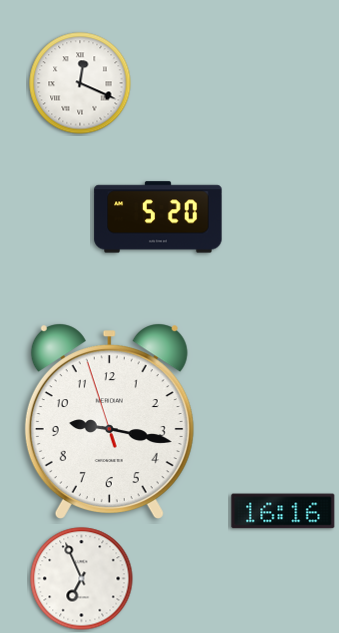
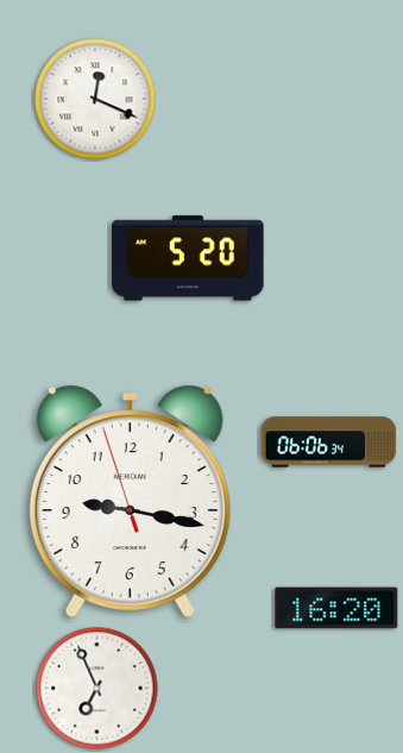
clock at (329, 443): none -> 06:06
clock at (283, 511): 16:16 -> 16:20
